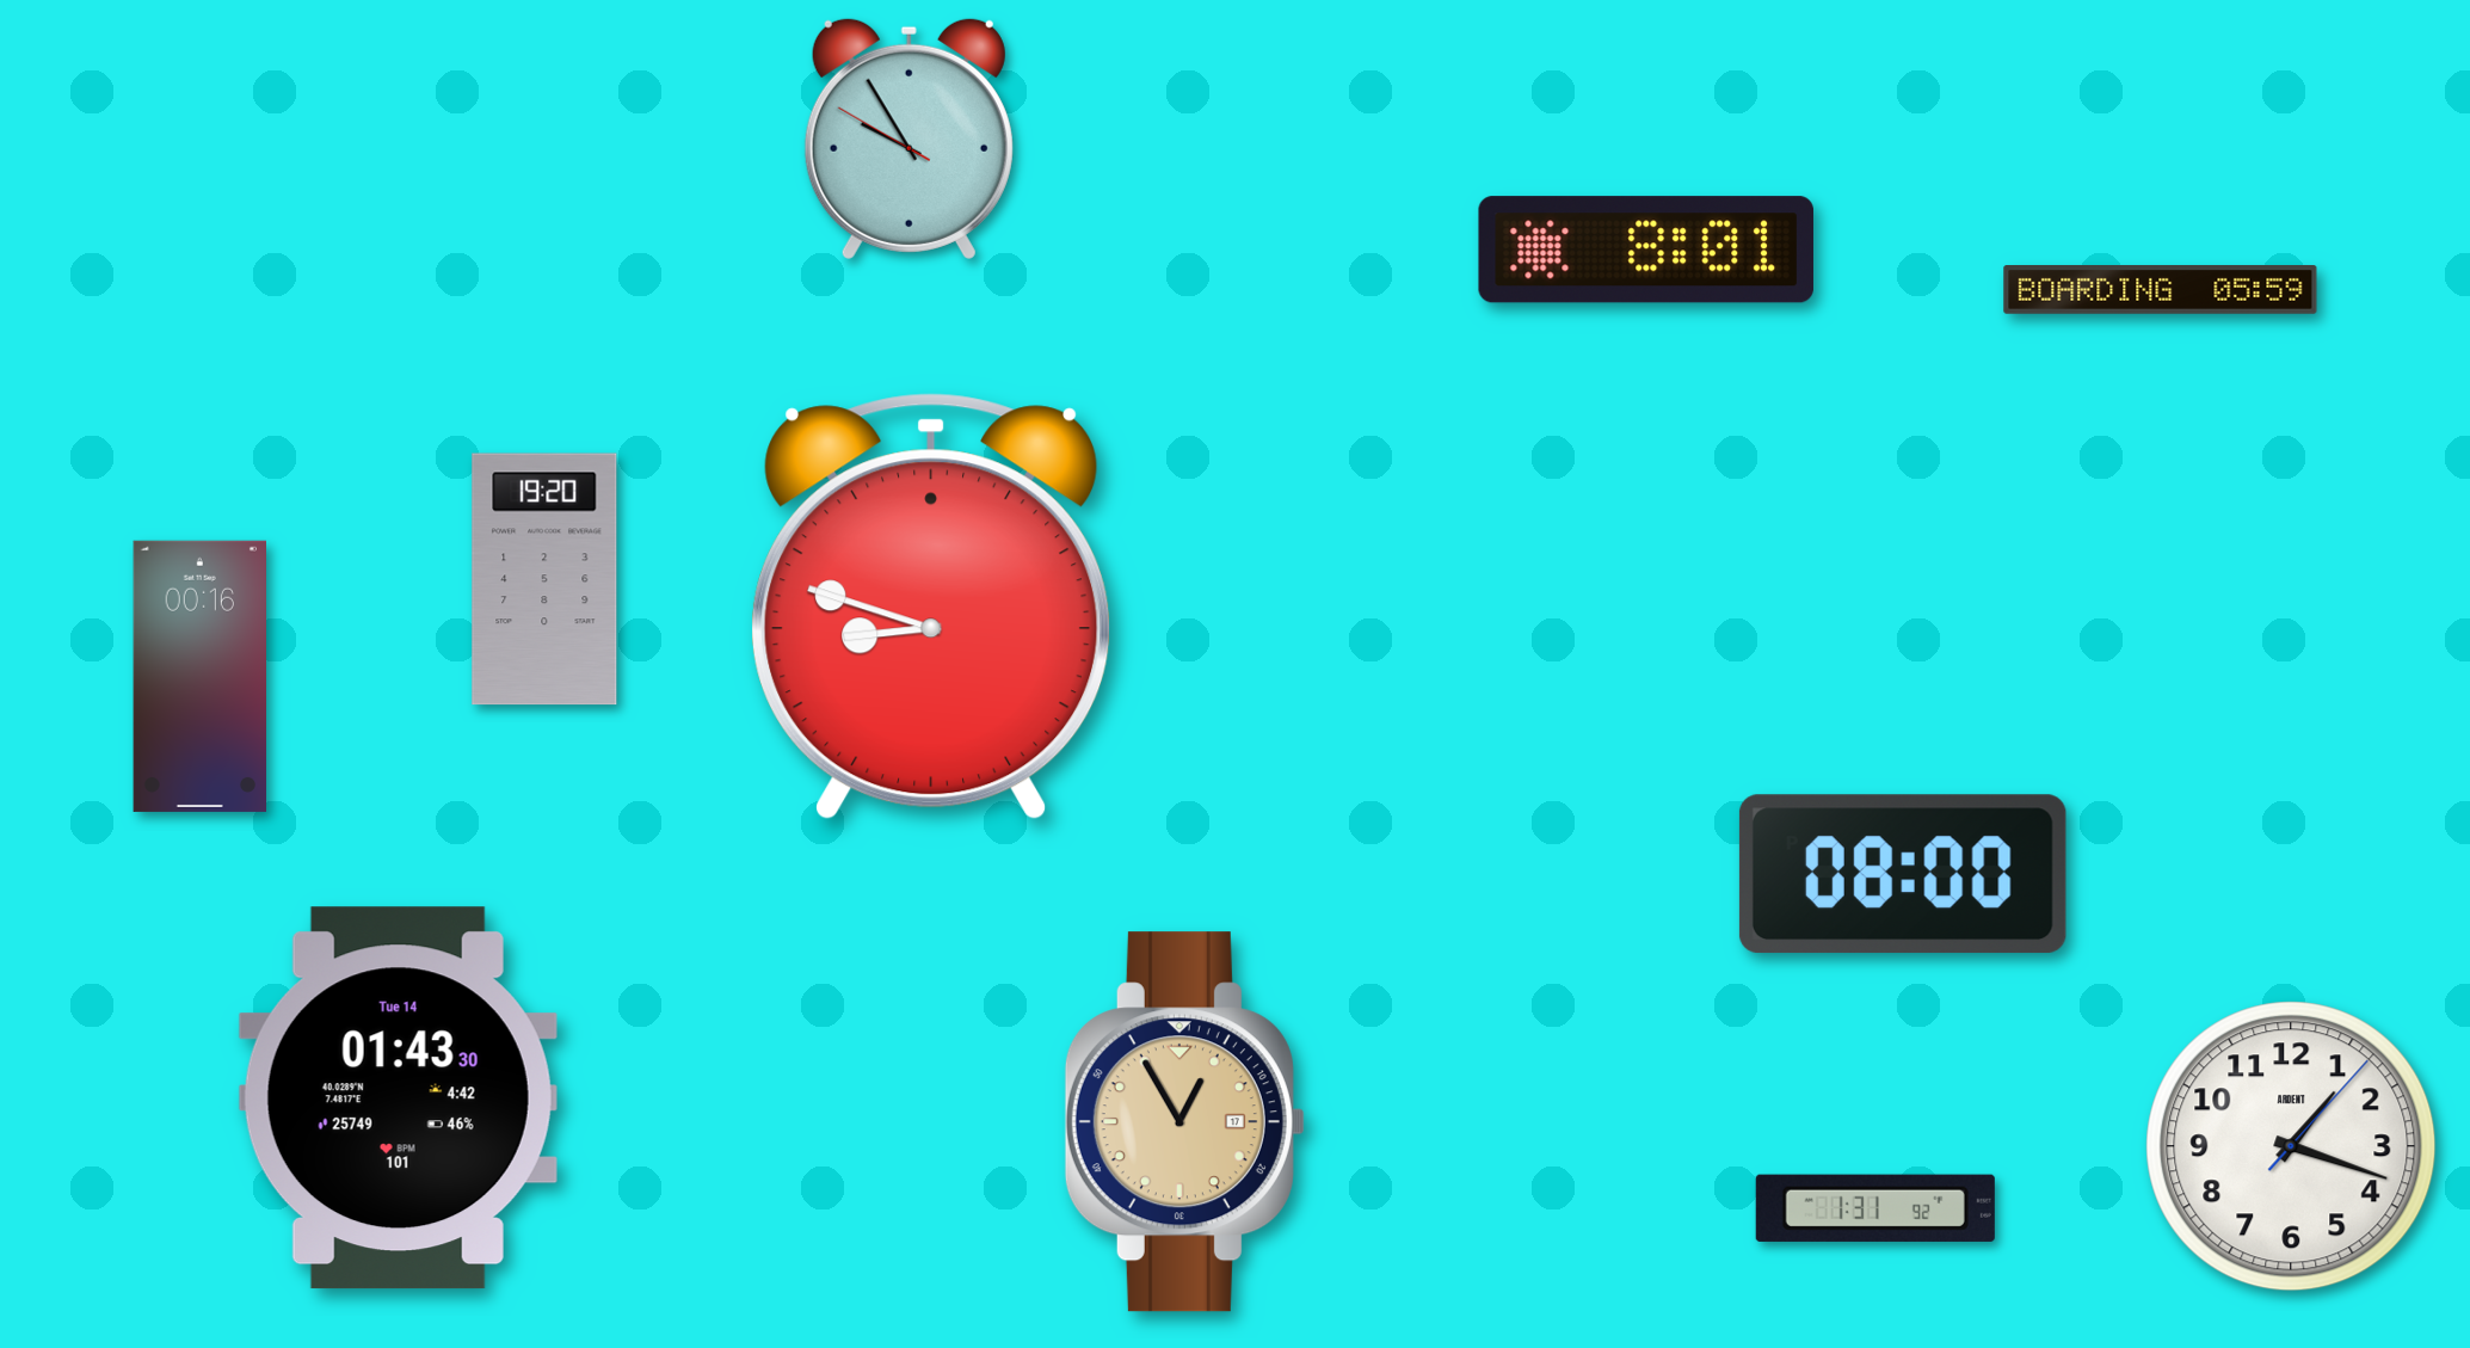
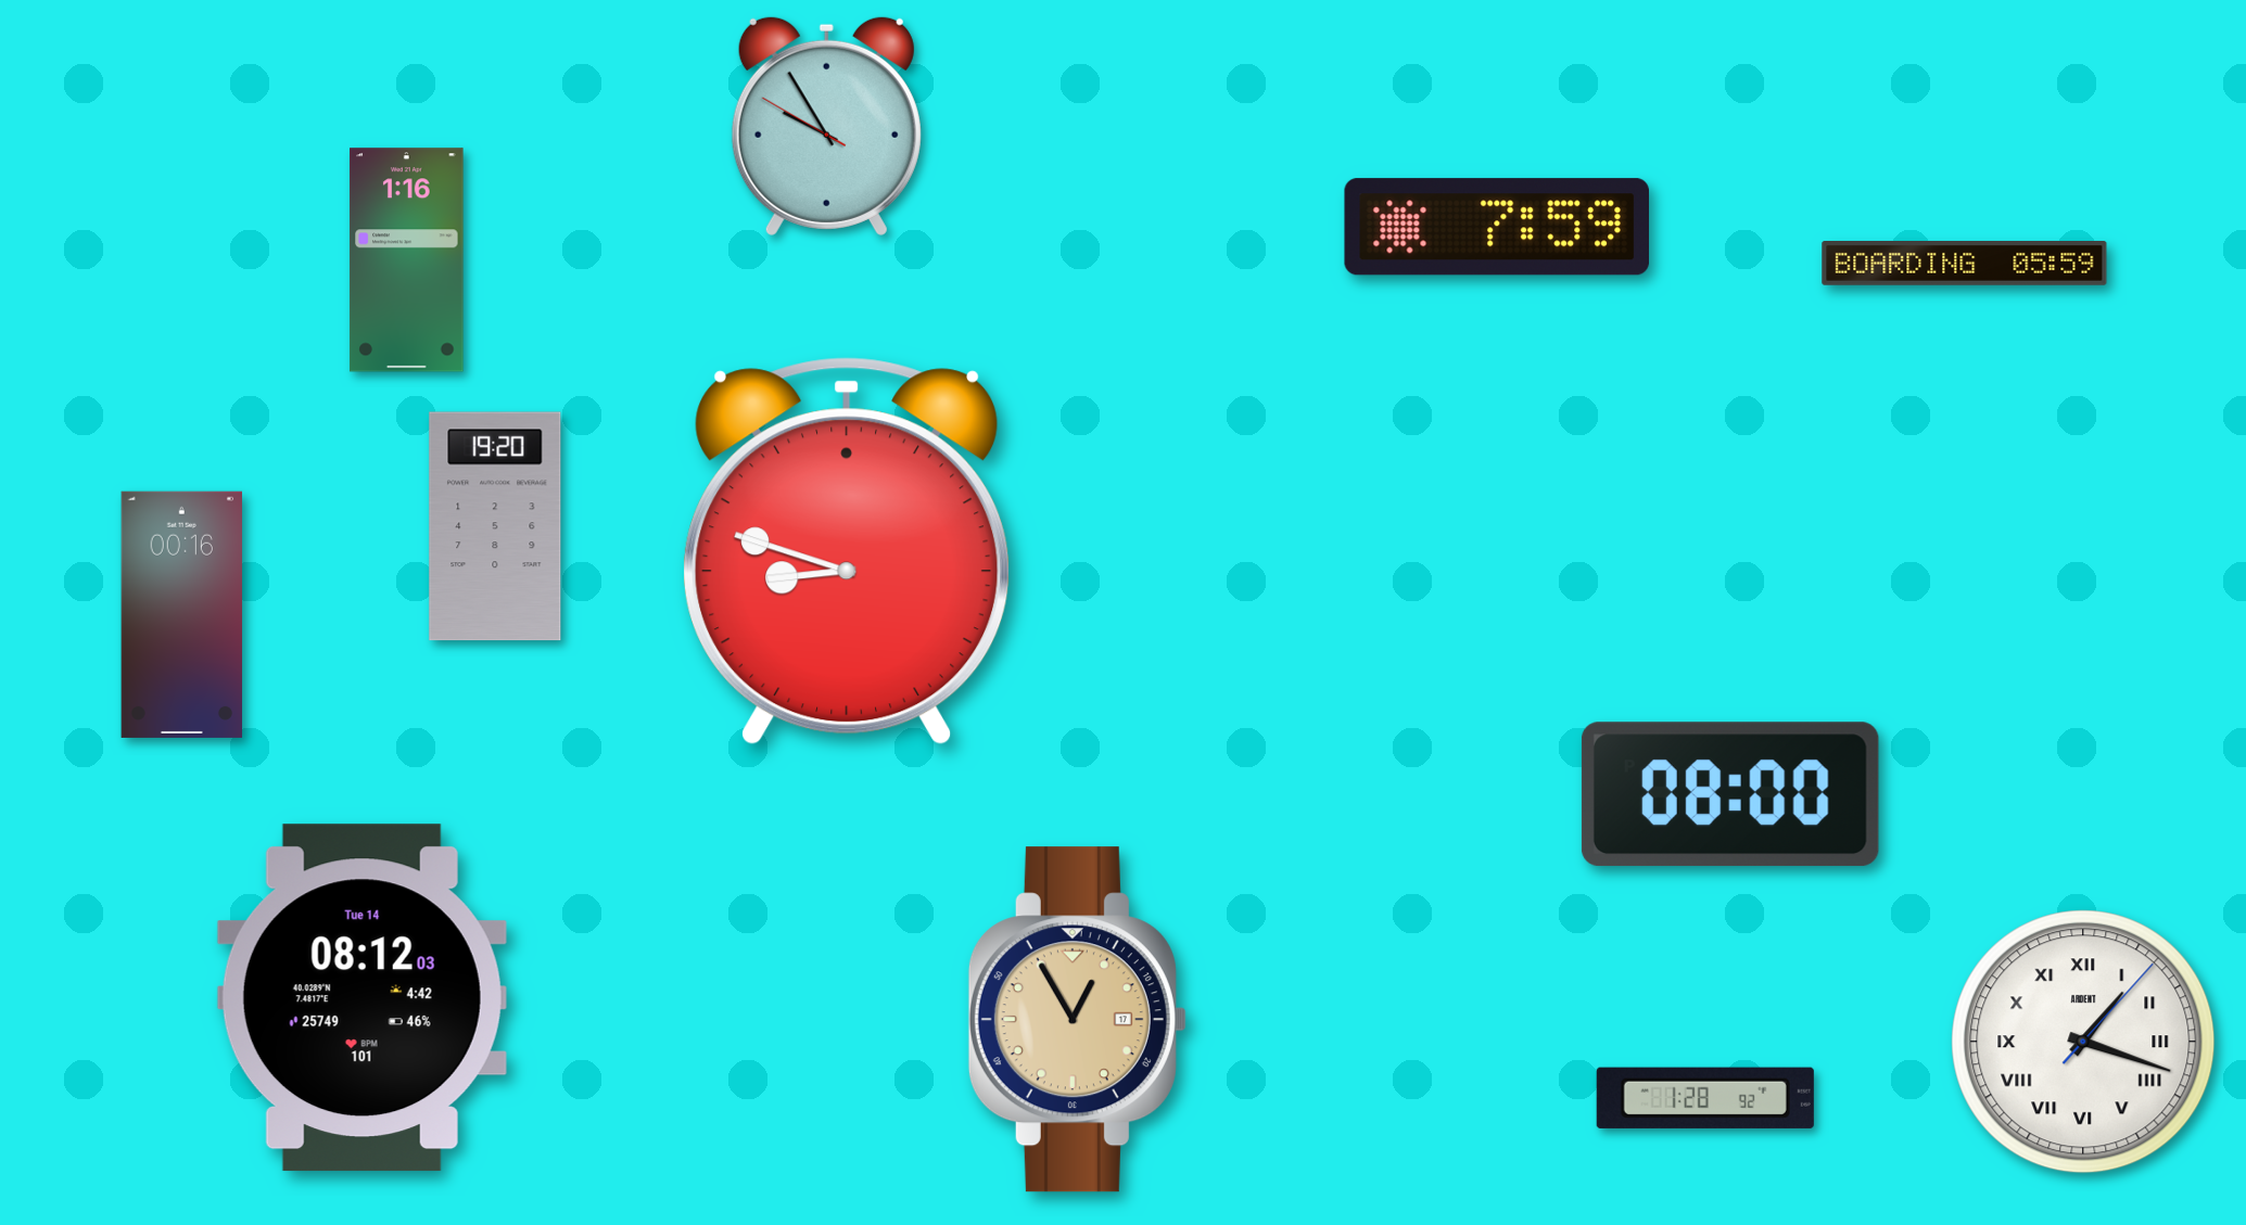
clock at (1646, 250): 8:01 -> 7:59
clock at (407, 260): none -> 1:16
clock at (398, 1098): 01:43 -> 08:12
clock at (2291, 1146) numerals: Arabic -> Roman
clock at (1875, 1208): 1:31 -> 1:28
